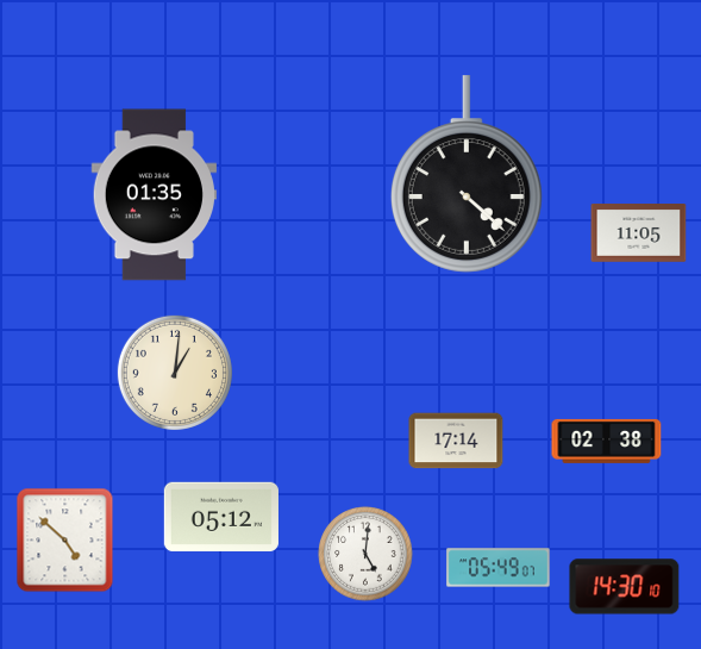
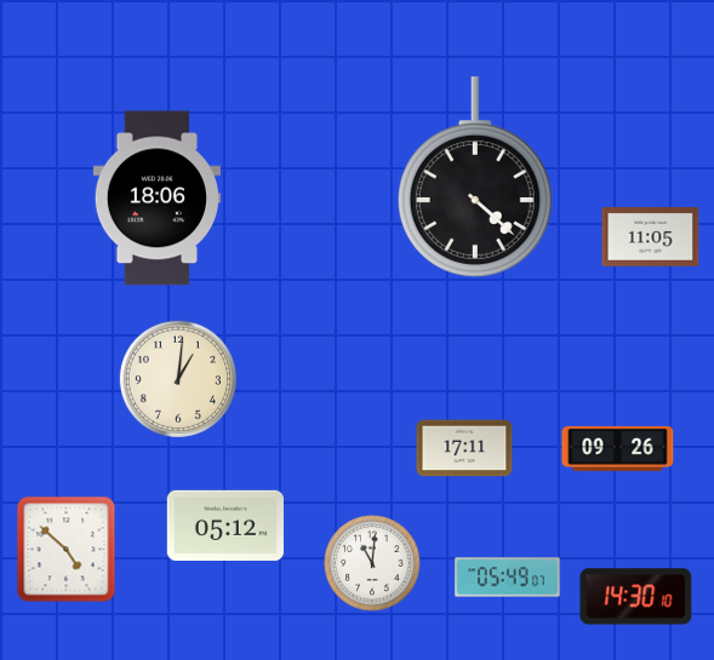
clock at (154, 195): 01:35 -> 18:06
clock at (456, 441): 17:14 -> 17:11
clock at (607, 441): 02:38 -> 09:26
clock at (365, 554): 5:01 -> 11:01
